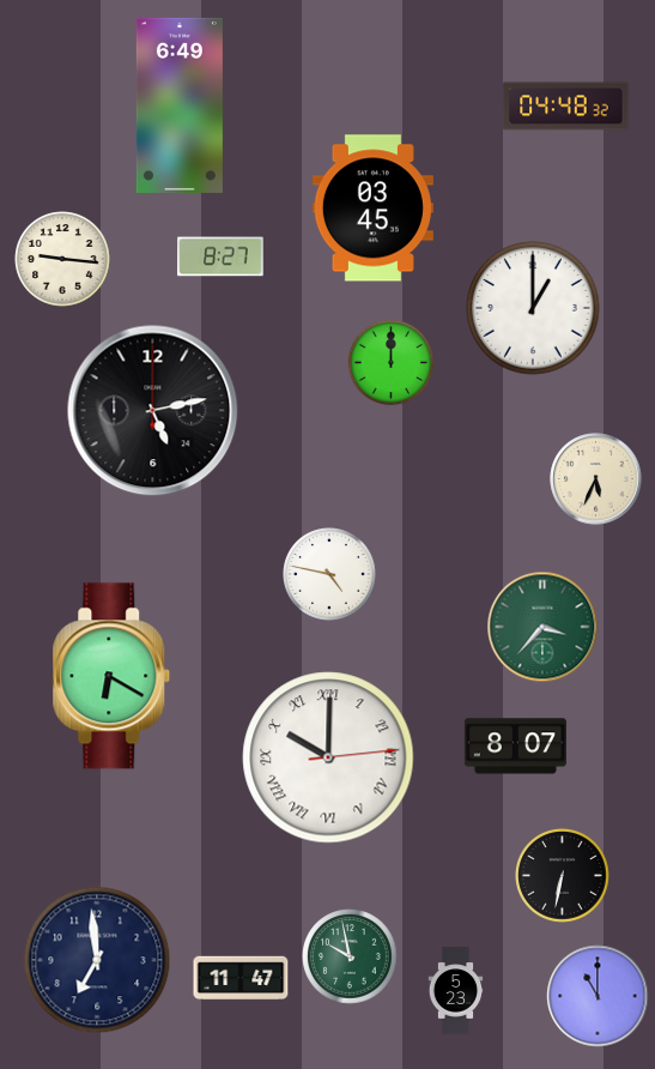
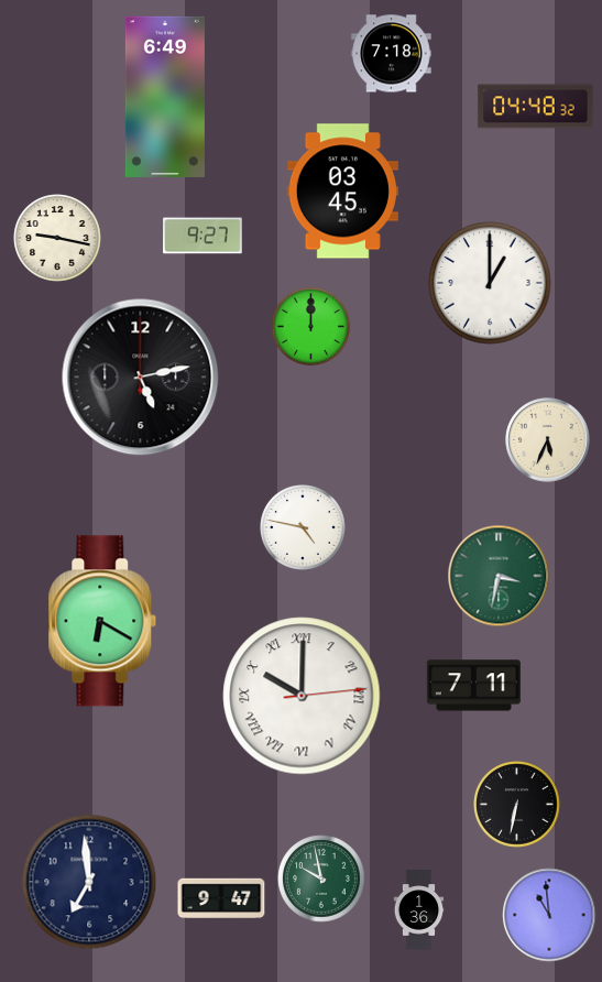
clock at (392, 54): none -> 7:18
clock at (566, 107) position: (566, 107) -> (536, 107)
clock at (220, 256): 8:27 -> 9:27
clock at (62, 259): 9:16 -> 9:17
clock at (392, 363) position: (392, 363) -> (311, 327)
clock at (542, 627): 3:37 -> 3:32
clock at (515, 747): 8:07 -> 7:11
clock at (241, 978): 11:47 -> 9:47
clock at (456, 991): 5:23 -> 1:36
clock at (598, 996): 11:00 -> 10:59
